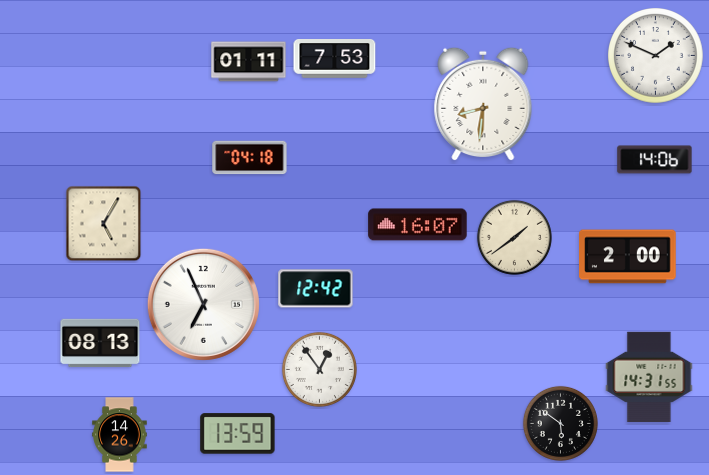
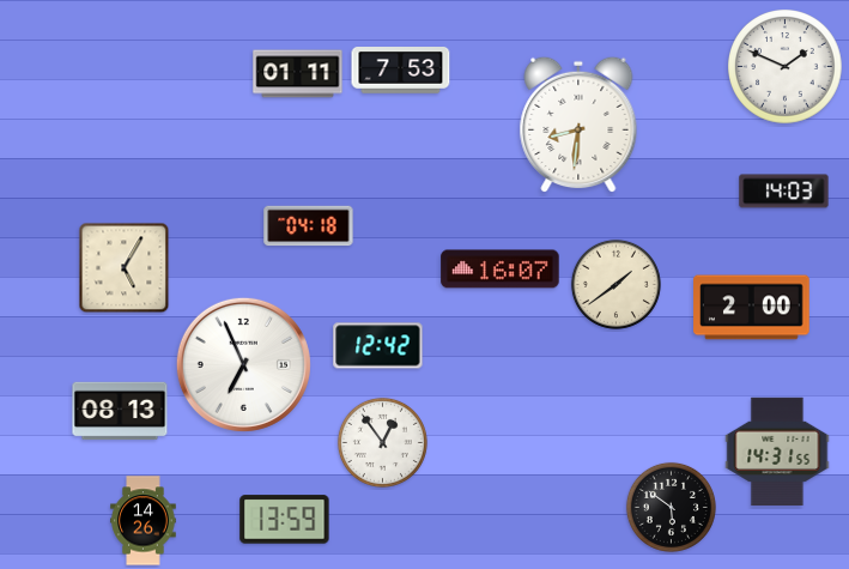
clock at (250, 158) position: (250, 158) -> (309, 226)
clock at (655, 160): 14:06 -> 14:03
